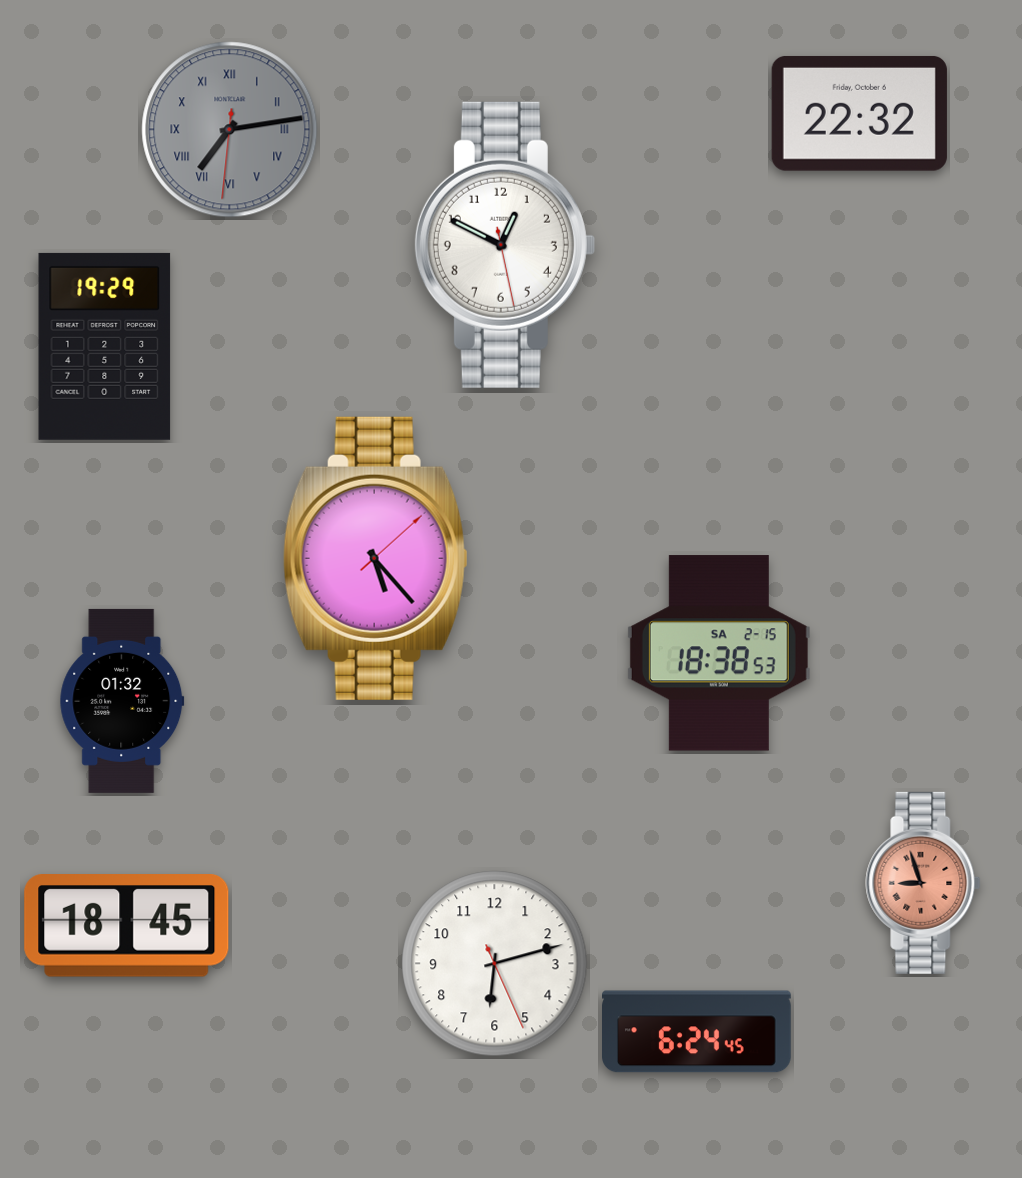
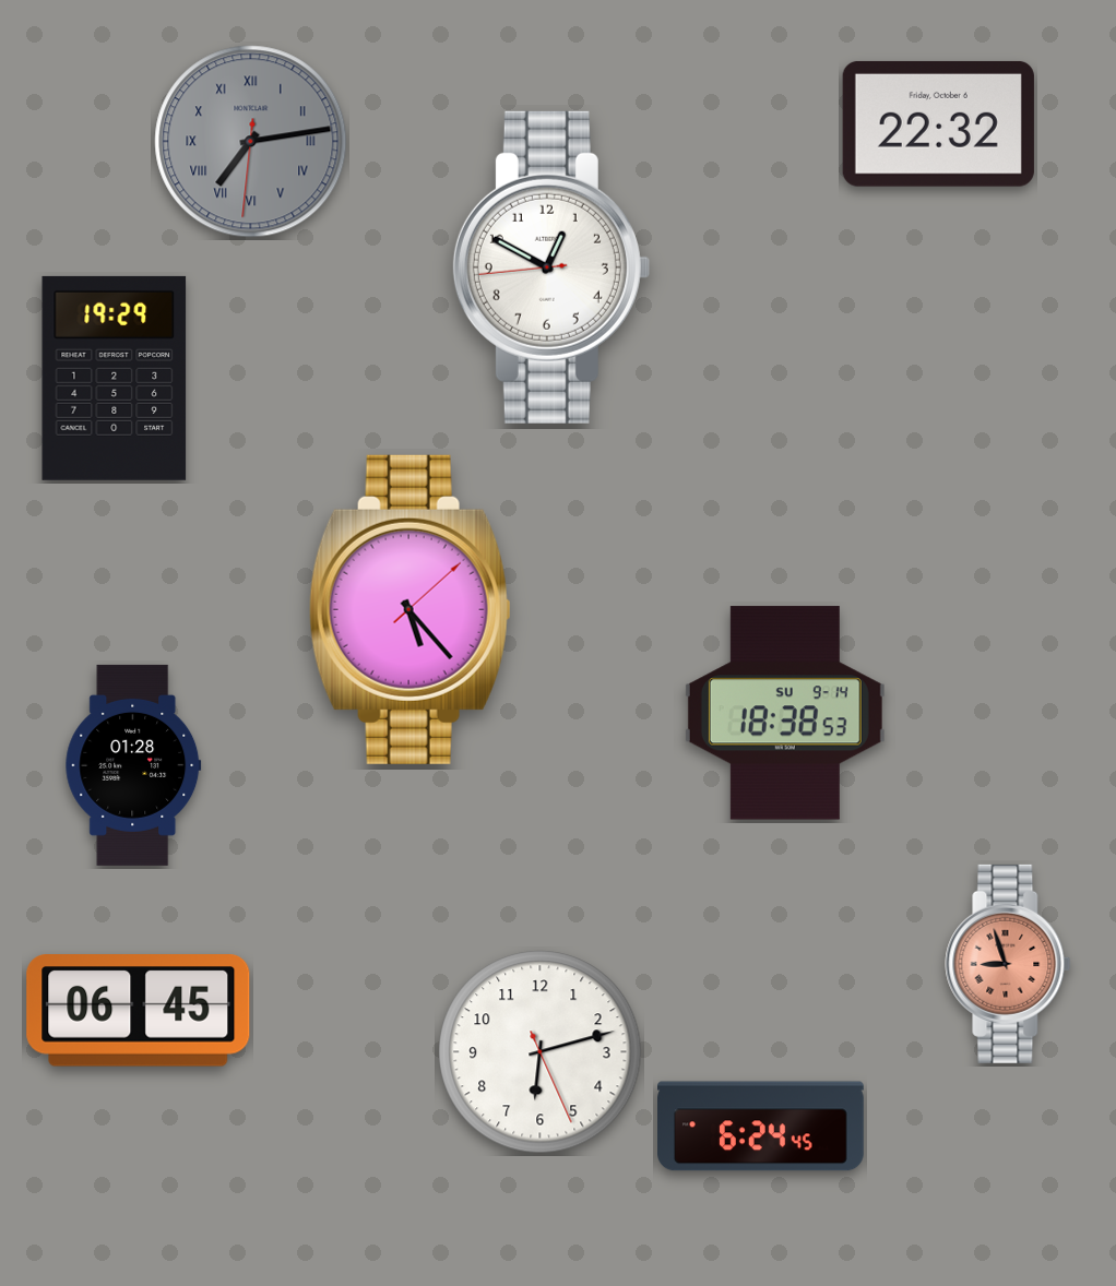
clock at (504, 245): 12:49:28 -> 12:49:44
clock at (719, 653) date: SA 2-15 -> SU 9-14
clock at (122, 701): 01:32 -> 01:28
clock at (127, 926): 18:45 -> 06:45
